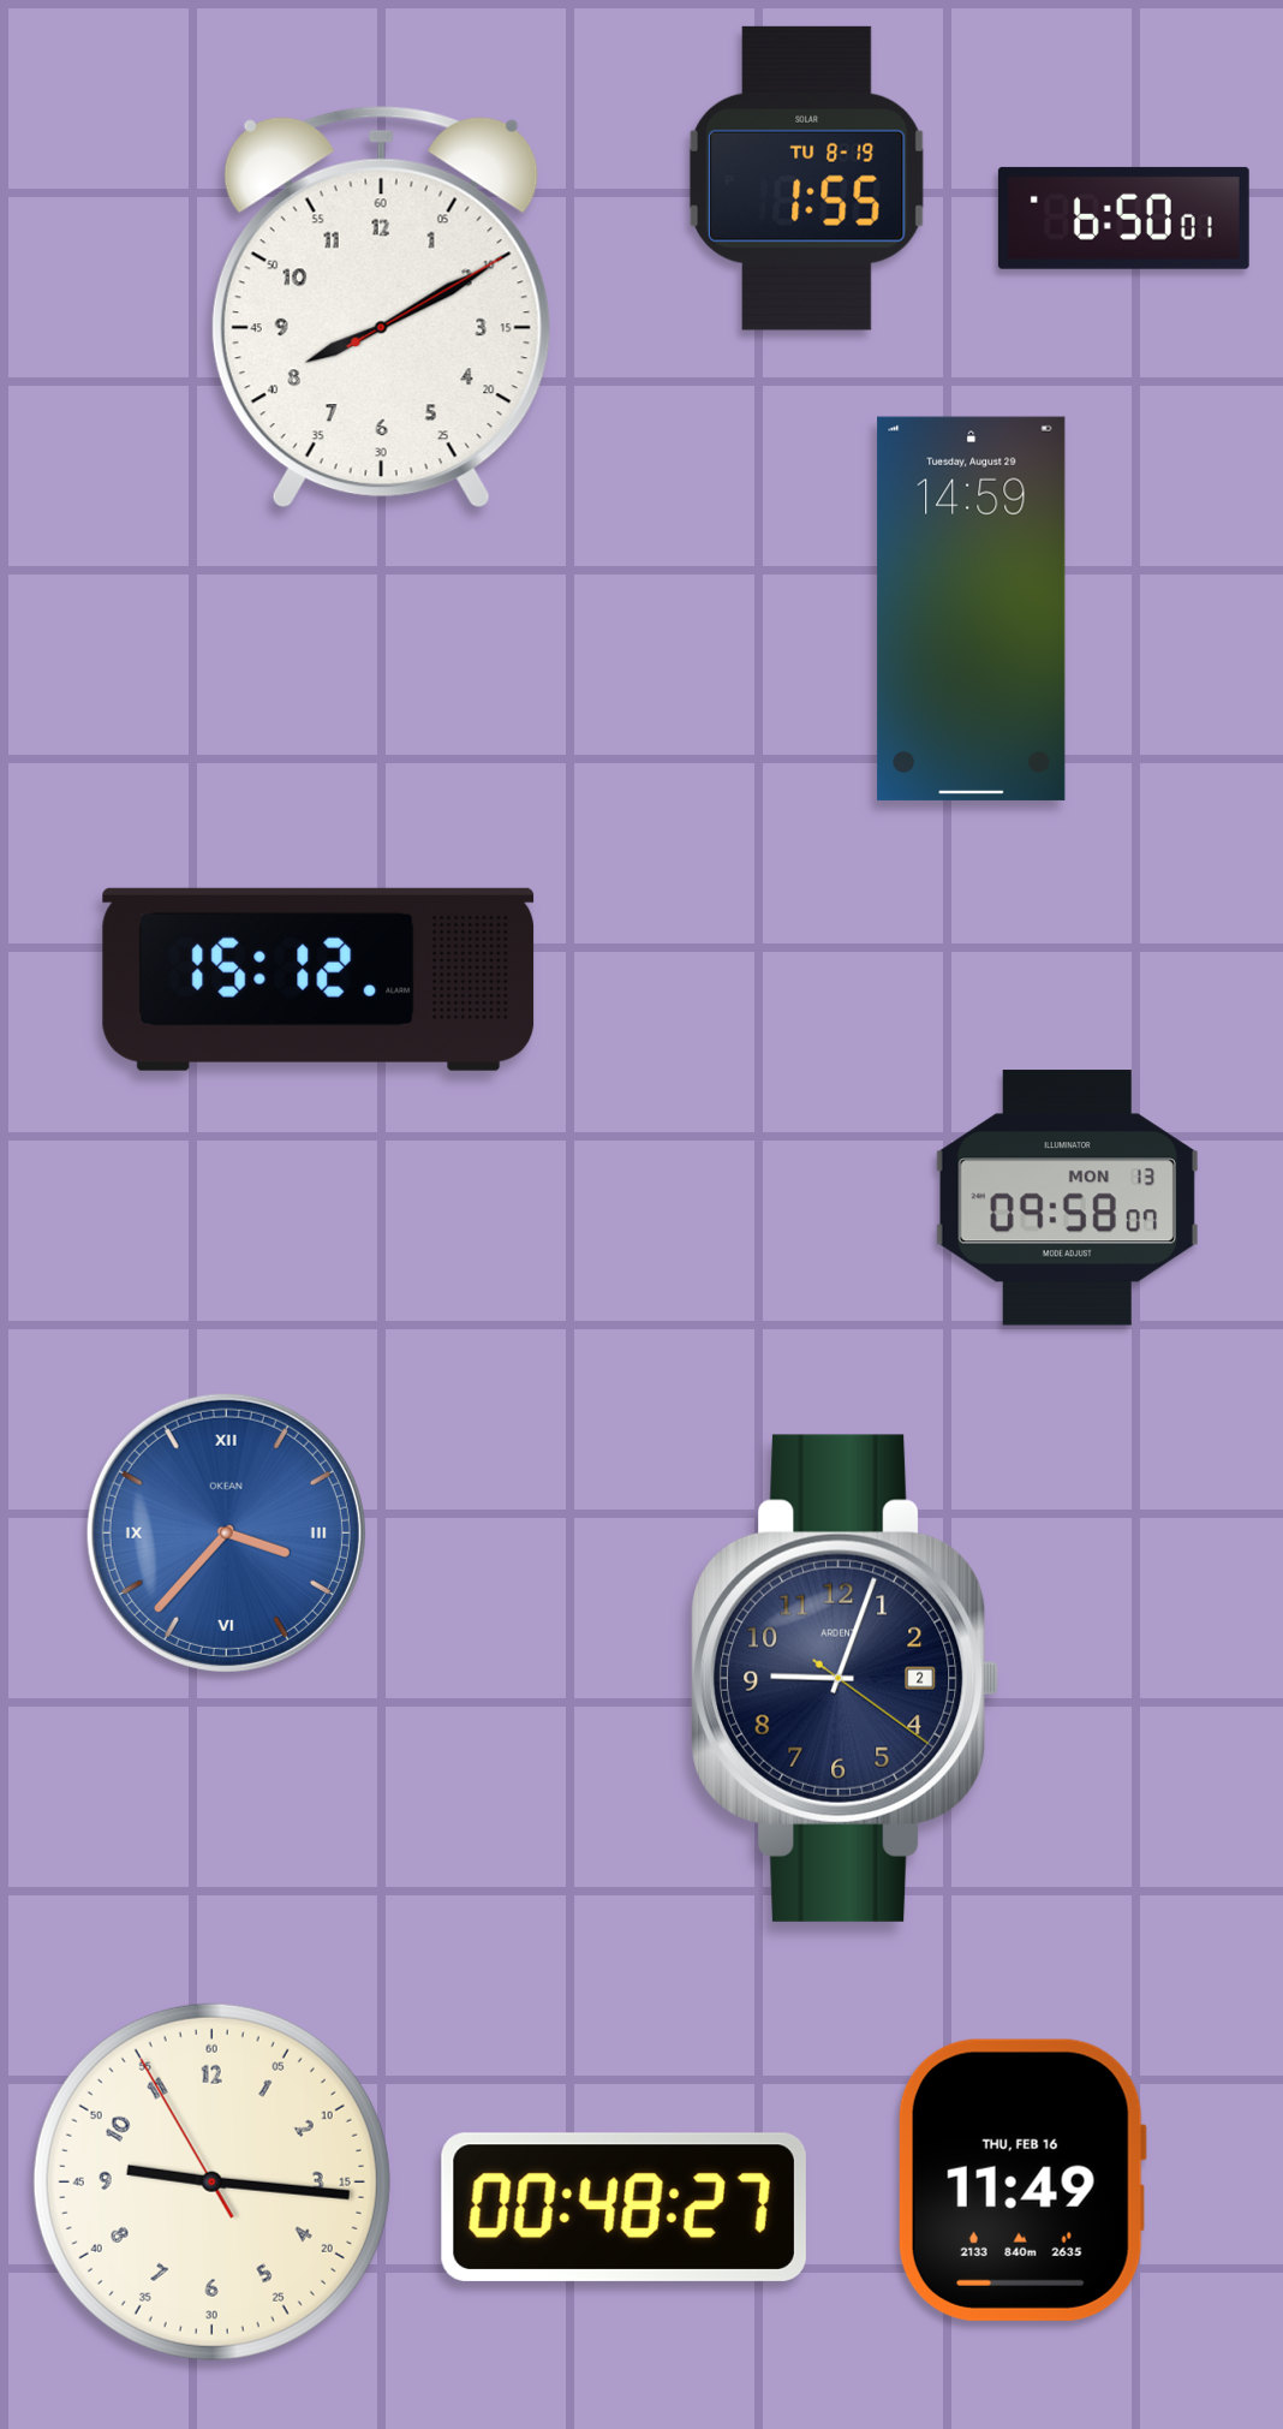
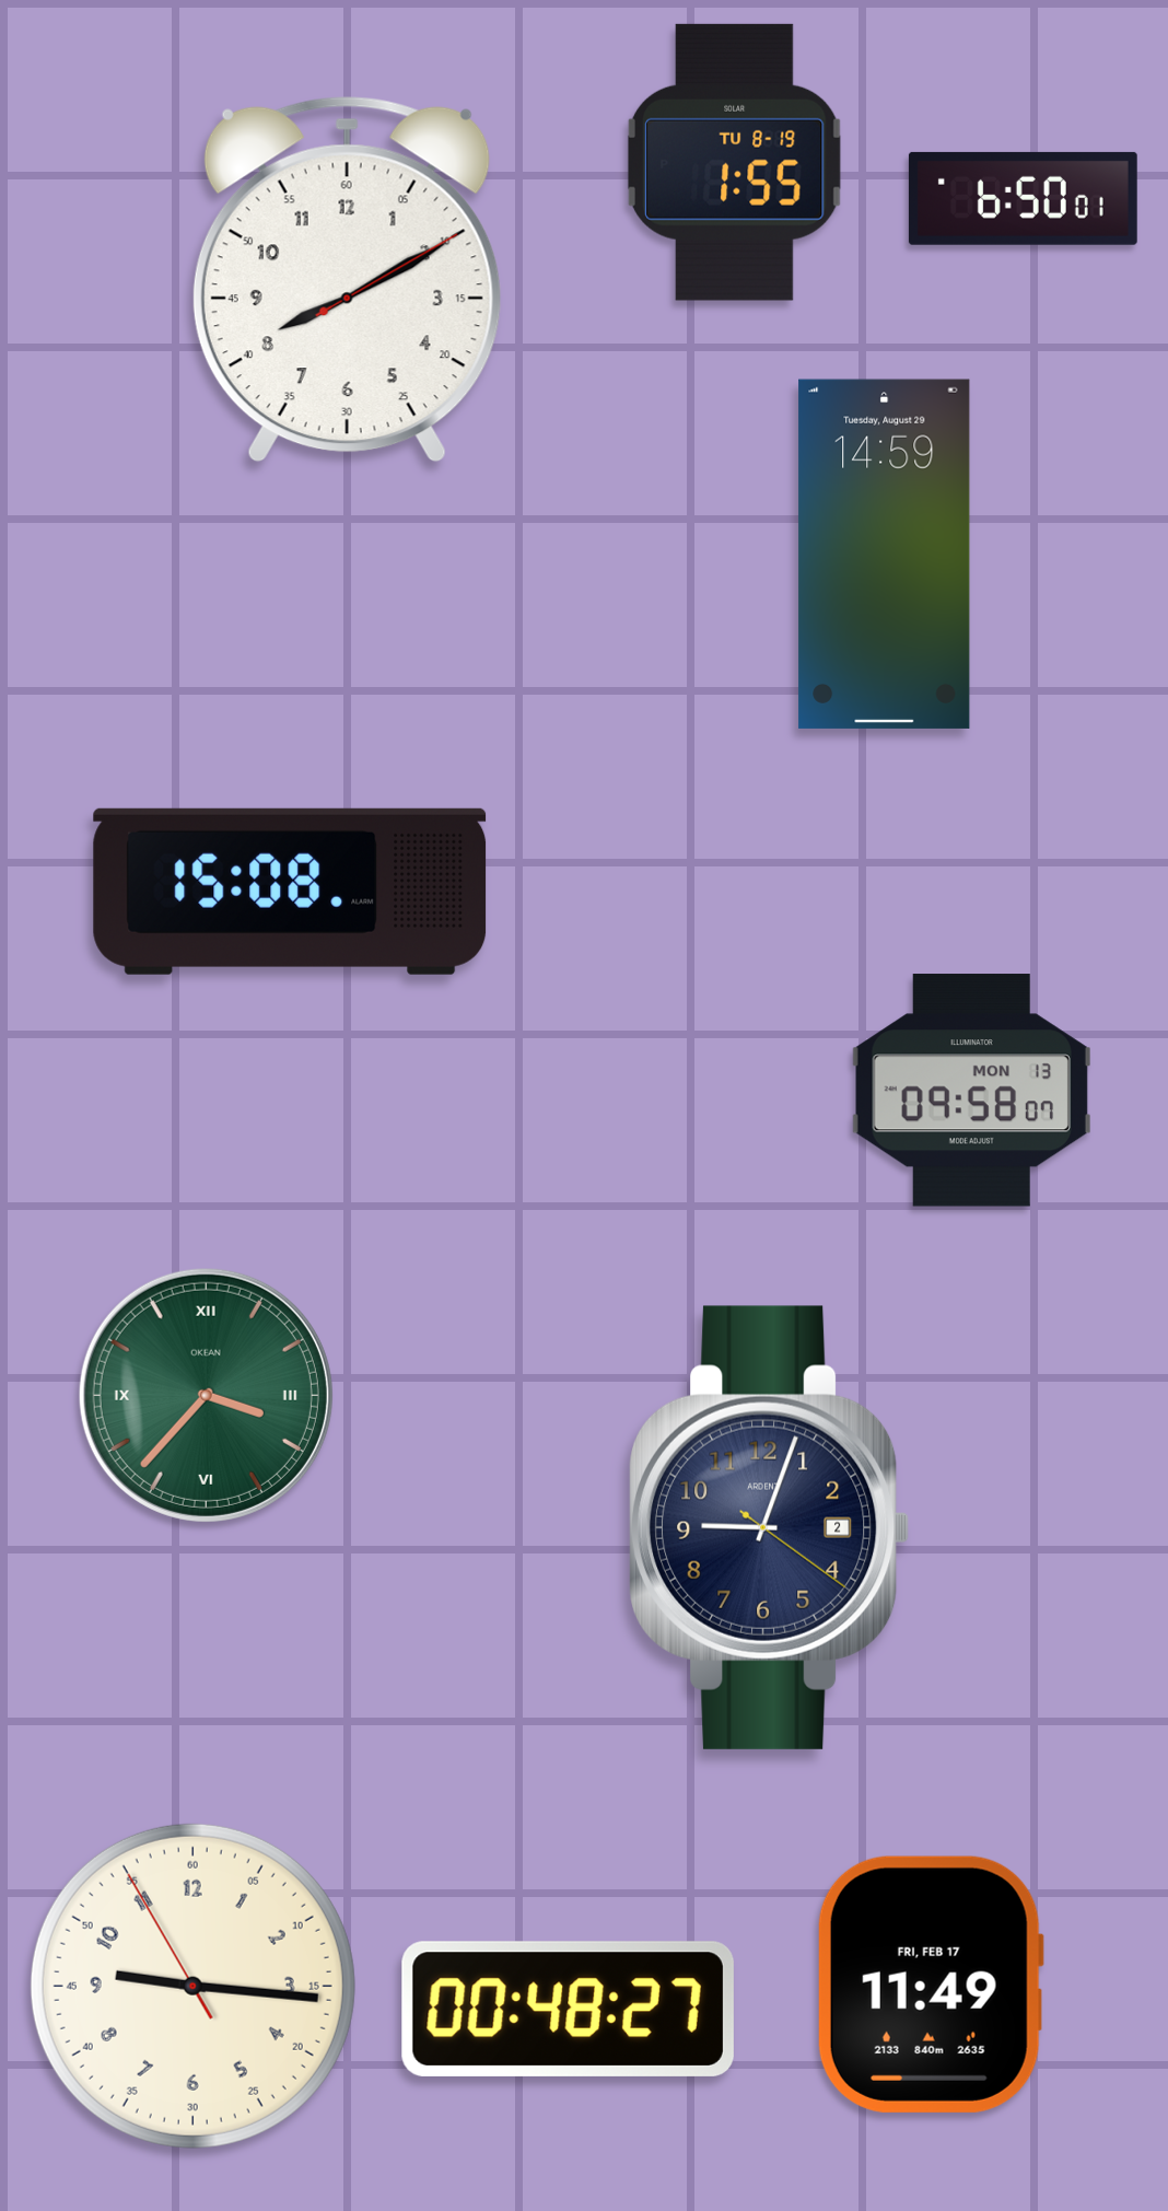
clock at (318, 980): 15:12 -> 15:08
clock at (226, 1532) dial: blue -> green
clock at (1022, 2180) date: THU, FEB 16 -> FRI, FEB 17
